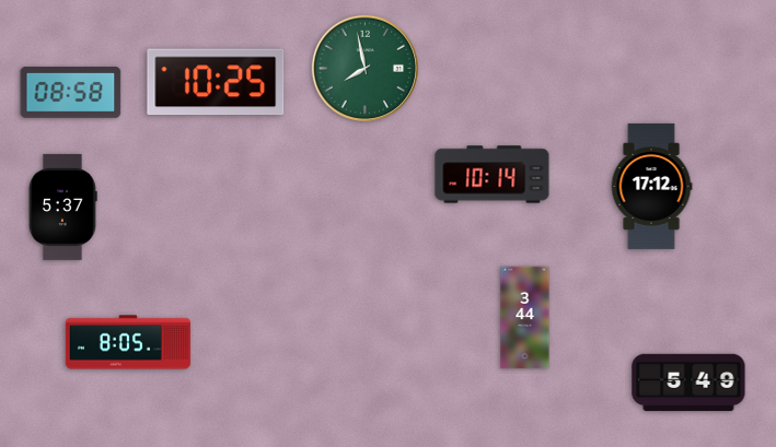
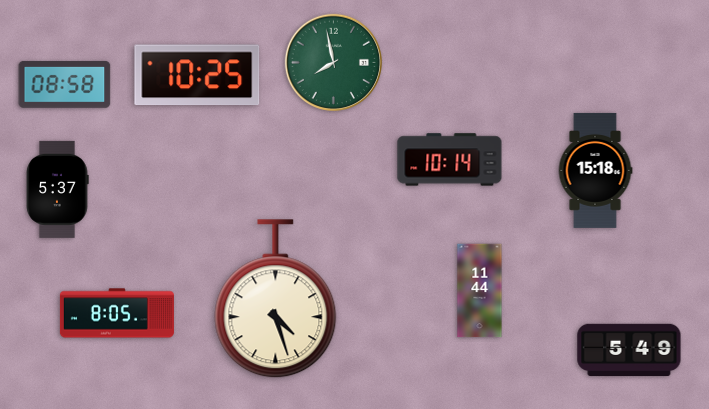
clock at (651, 186): 17:12 -> 15:18
clock at (525, 318): 3:44 -> 11:44
clock at (276, 299): none -> 4:27
